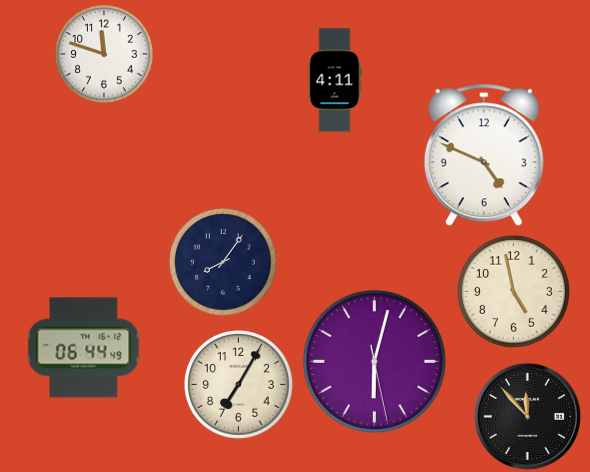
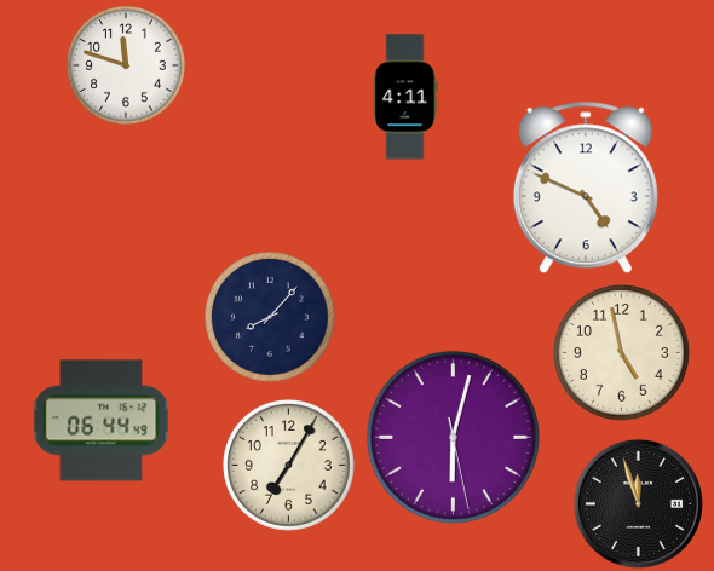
clock at (224, 263): 8:06 -> 8:07
clock at (527, 416): 11:53 -> 11:57
